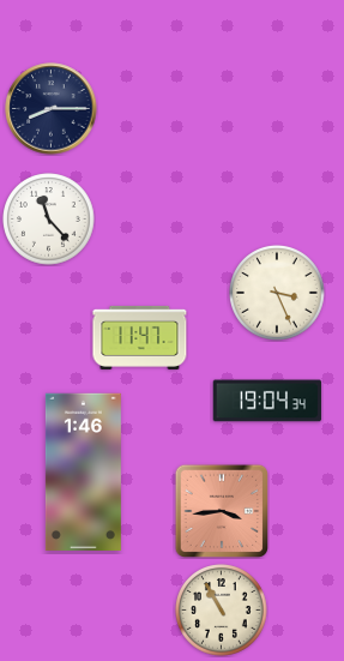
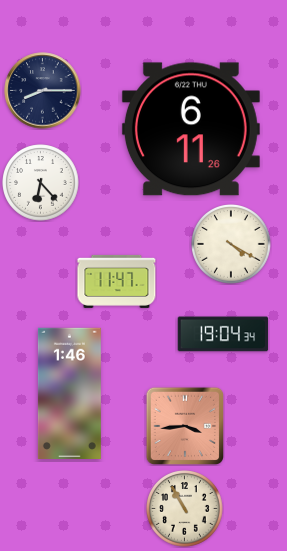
clock at (191, 129): none -> 6:11
clock at (49, 220): 11:23 -> 6:23
clock at (278, 294): 3:26 -> 4:20
